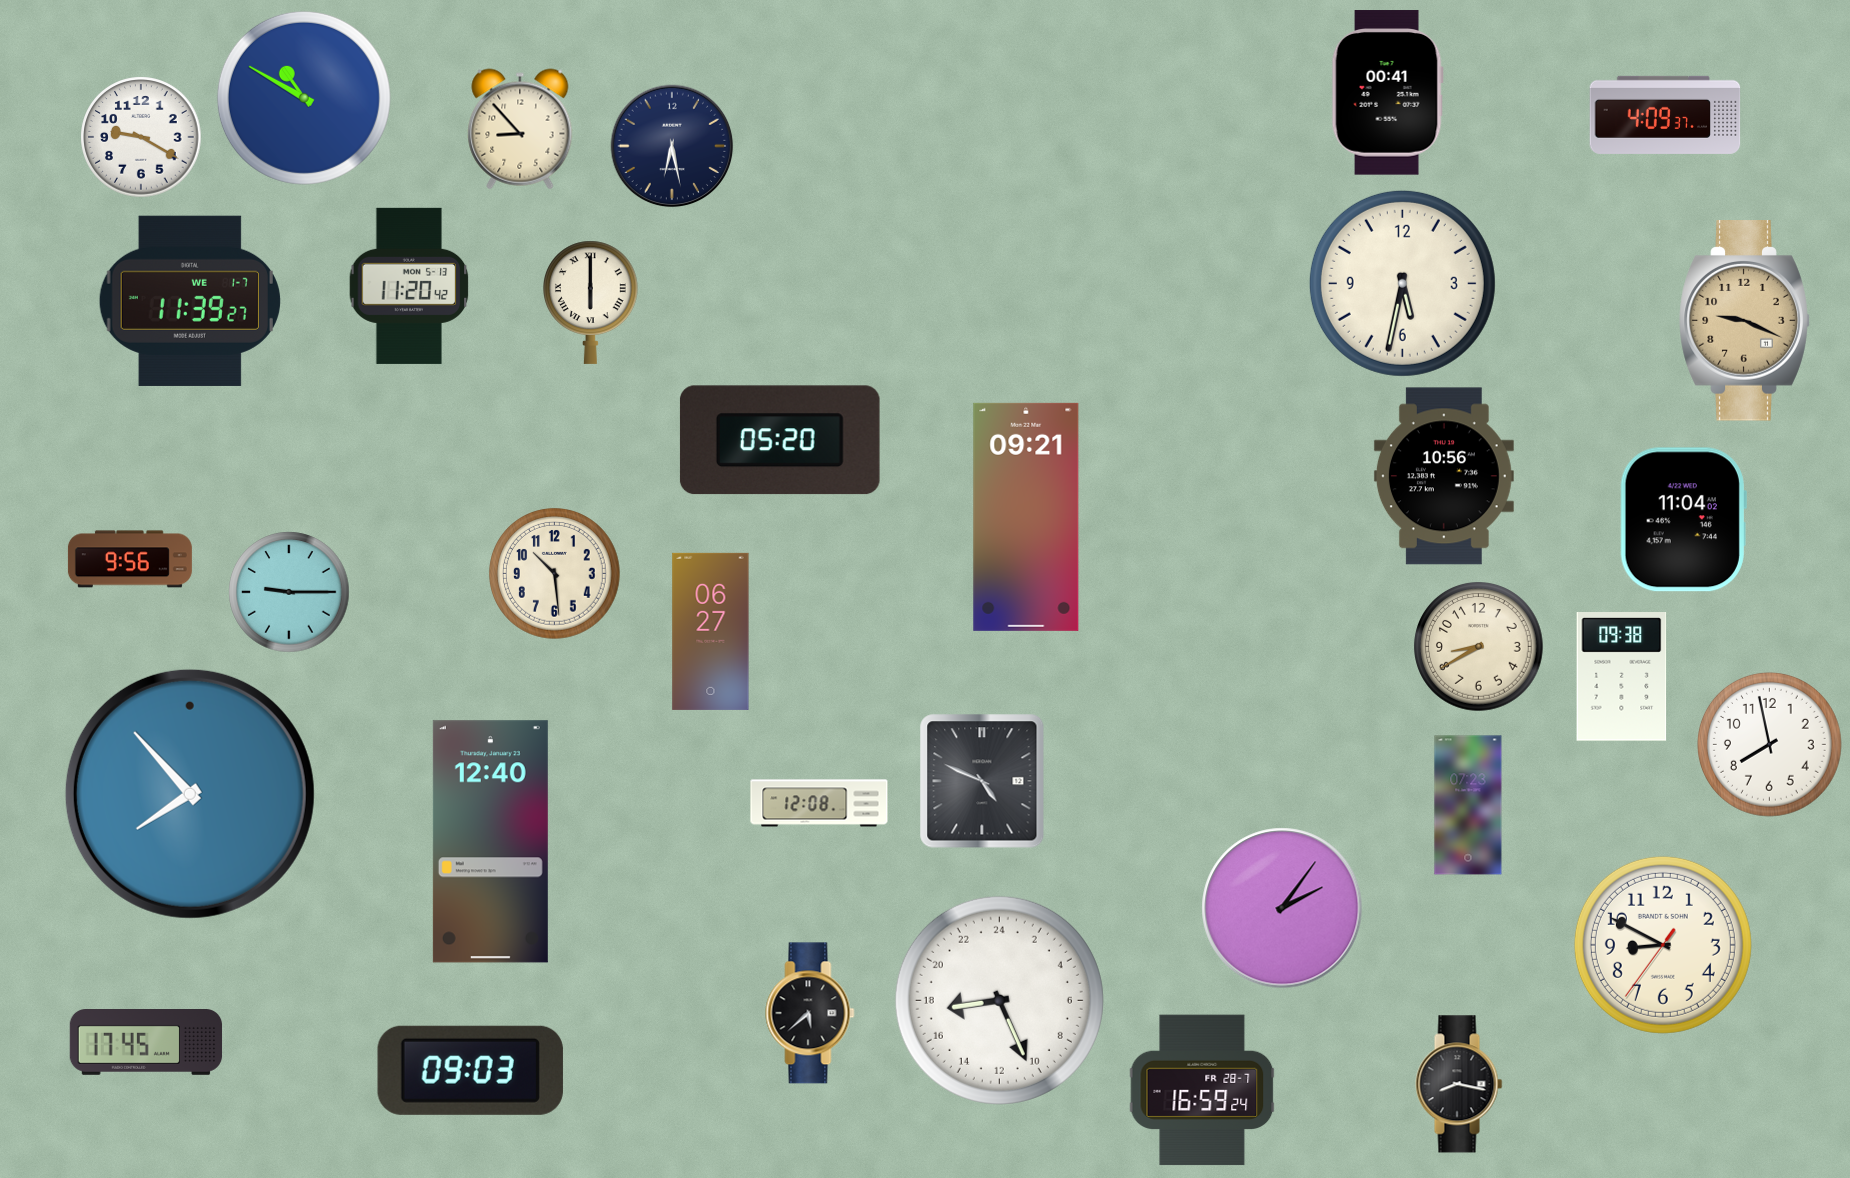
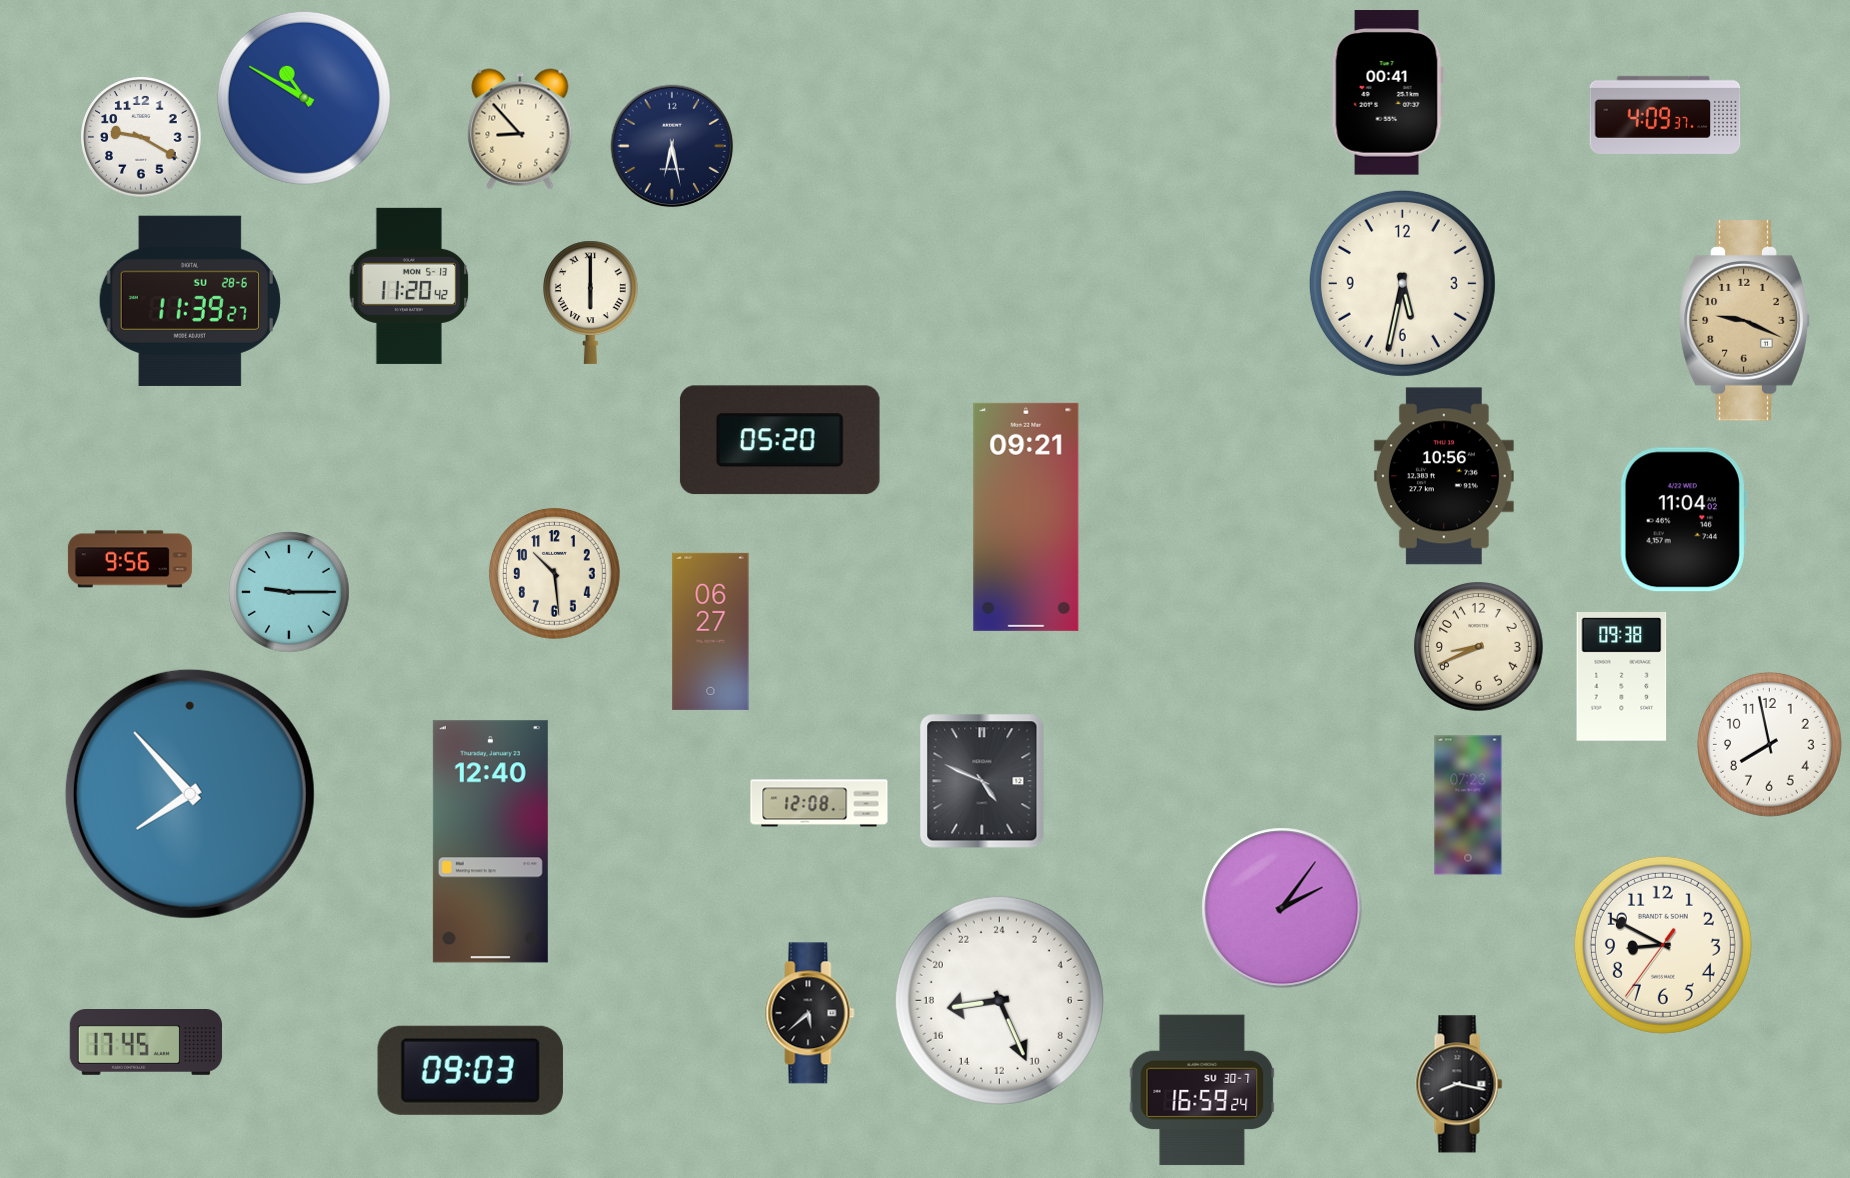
clock at (190, 301) date: WE 1-7 -> SU 28-6
clock at (1479, 647): 8:40 -> 8:41
clock at (1202, 1090) date: FR 28-7 -> SU 30-7
